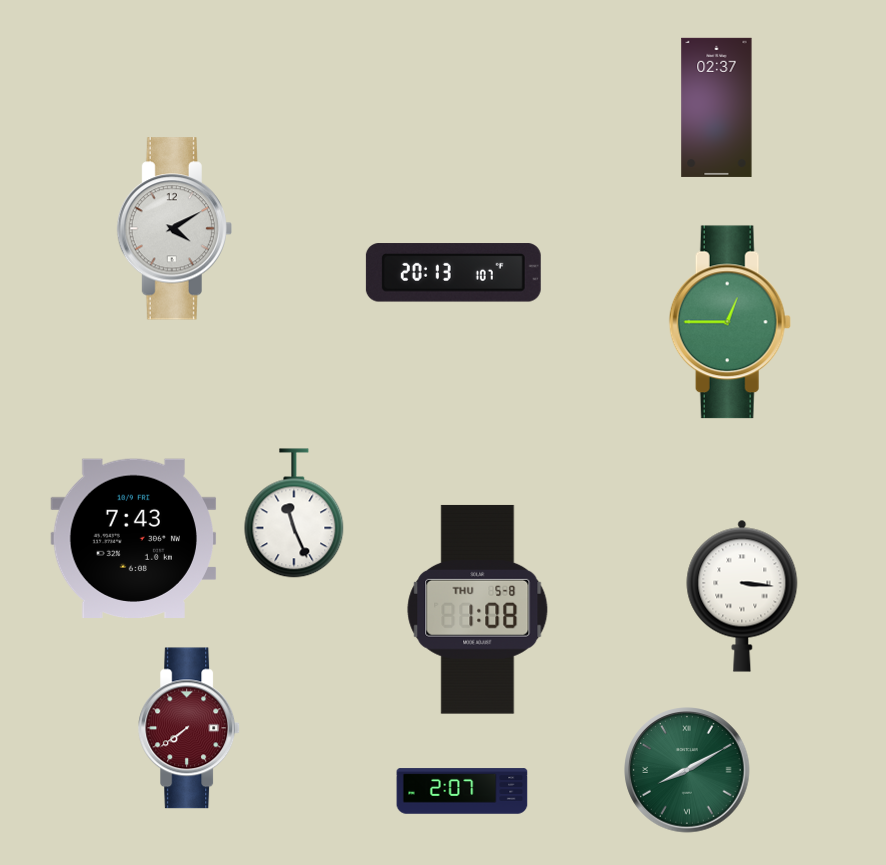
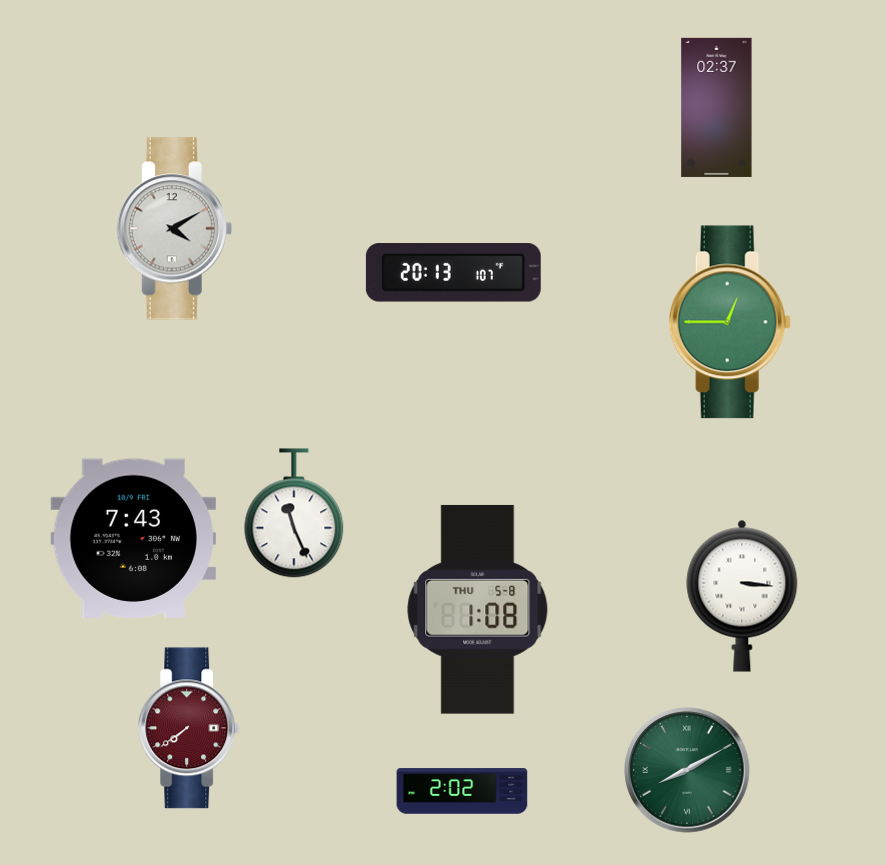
clock at (462, 791): 2:07 -> 2:02
